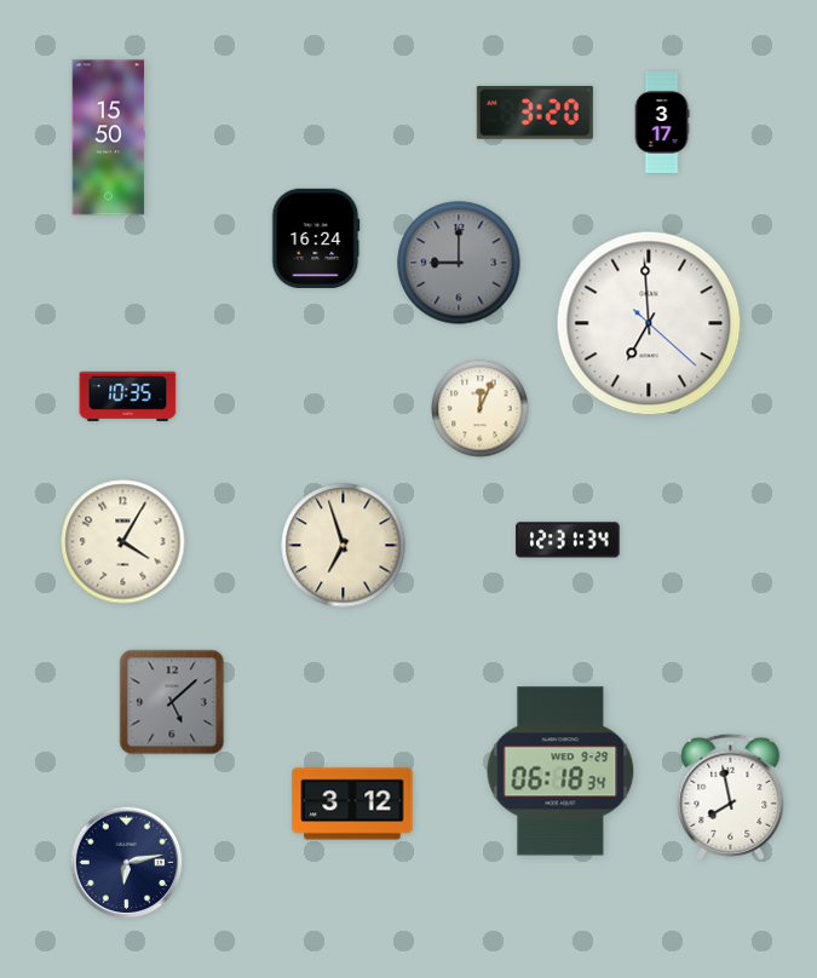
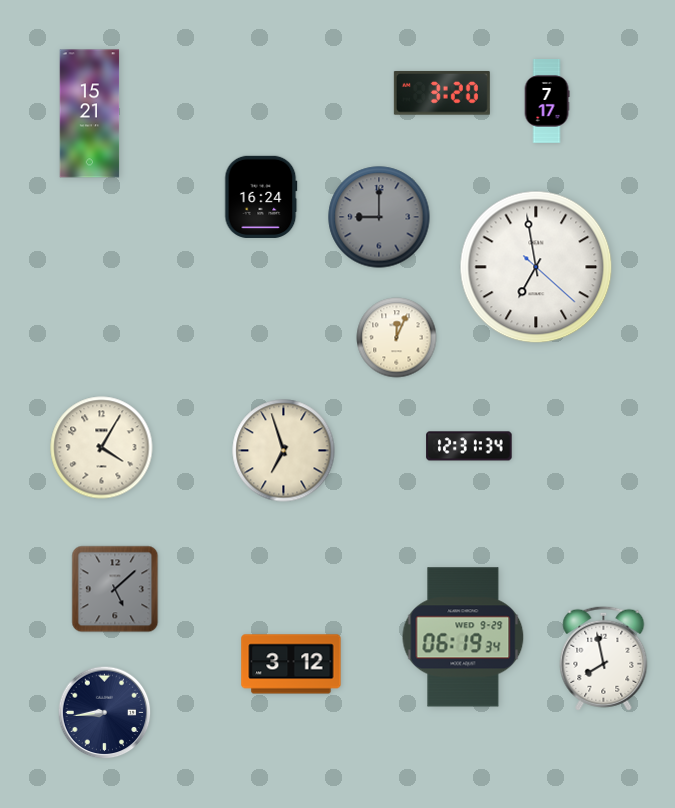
clock at (662, 123): 3:17 -> 7:17
clock at (109, 138): 15:50 -> 15:21
clock at (649, 323): 6:59 -> 6:58
clock at (128, 396): 10:35 -> none
clock at (172, 702) position: (172, 702) -> (115, 589)
clock at (560, 771): 06:18 -> 06:19
clock at (127, 863): 6:13 -> 8:44
